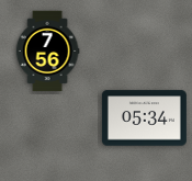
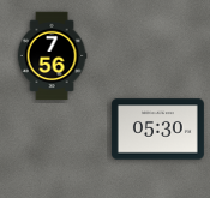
clock at (144, 118): 05:34 -> 05:30
